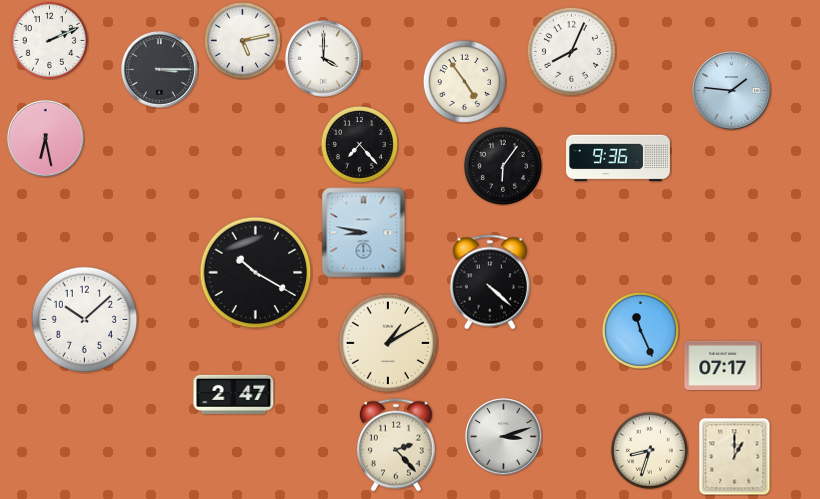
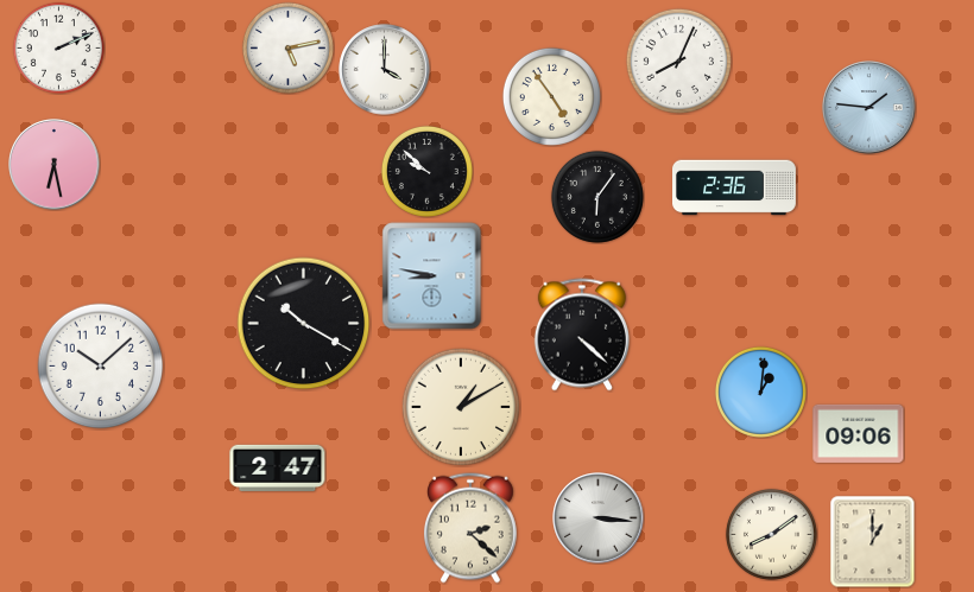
clock at (160, 70): 3:15 -> none
clock at (359, 144): 7:23 -> 9:52
clock at (619, 158): 9:36 -> 2:36
clock at (85, 320) position: (85, 320) -> (101, 367)
clock at (640, 330): 11:26 -> 1:01
clock at (723, 365): 07:17 -> 09:06
clock at (504, 437): 3:12 -> 3:16
clock at (396, 445): 2:23 -> 2:22
clock at (649, 450): 8:33 -> 8:09
